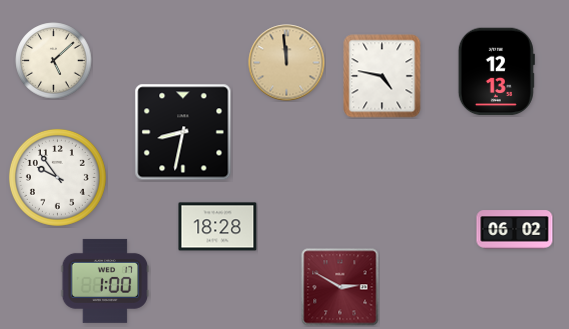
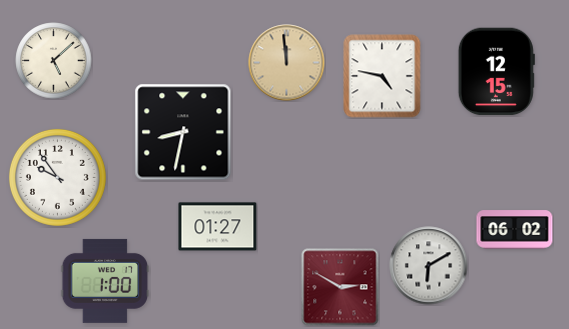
clock at (496, 72): 12:13 -> 12:15
clock at (218, 227): 18:28 -> 01:27
clock at (429, 266): none -> 6:10
